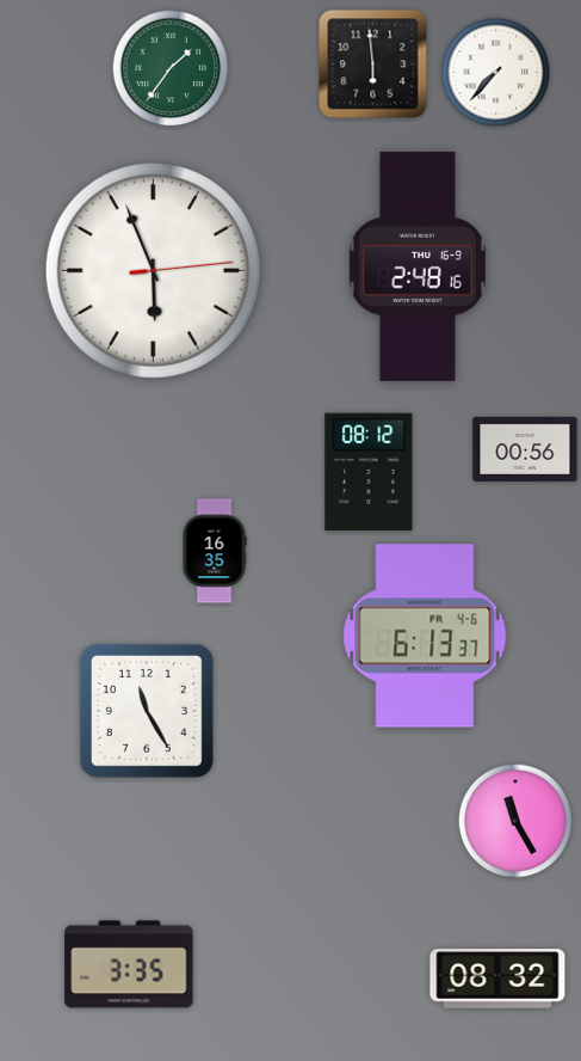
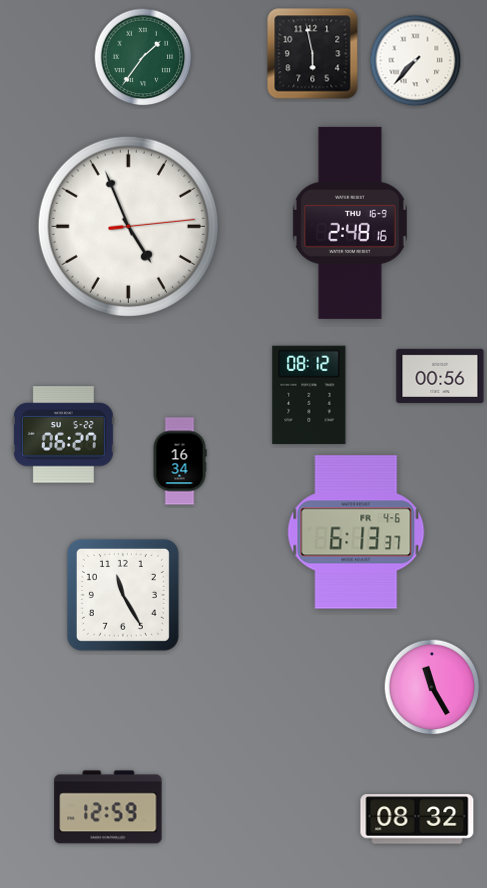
clock at (373, 65): 5:59 -> 5:58
clock at (153, 270): 5:56 -> 4:56
clock at (63, 435): none -> 06:27
clock at (215, 551): 16:35 -> 16:34
clock at (129, 964): 3:35 -> 12:59
